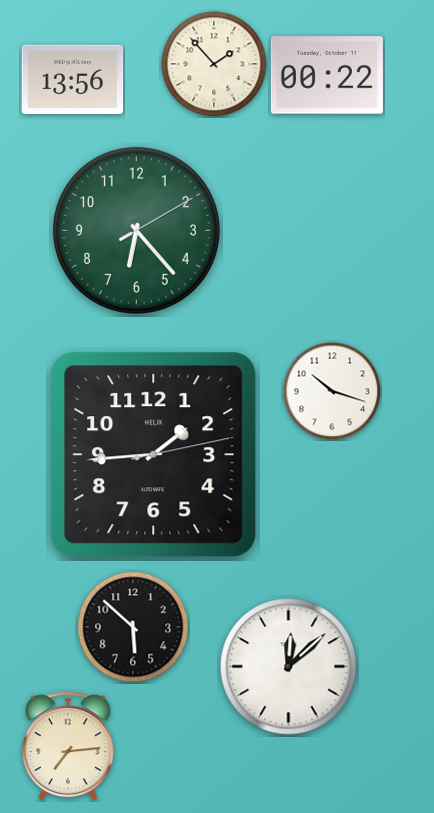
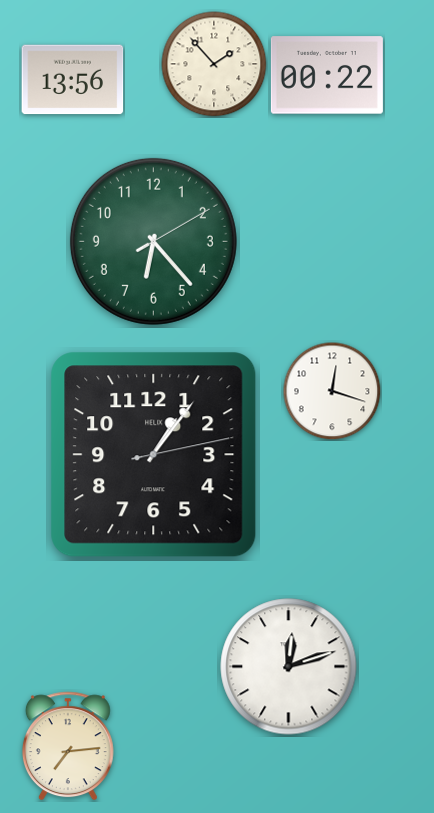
clock at (136, 230) position: (136, 230) -> (153, 241)
clock at (332, 391): 10:18 -> 12:18
clock at (154, 455): 1:44 -> 1:06
clock at (133, 627): 5:52 -> none
clock at (289, 667): 12:08 -> 12:12
